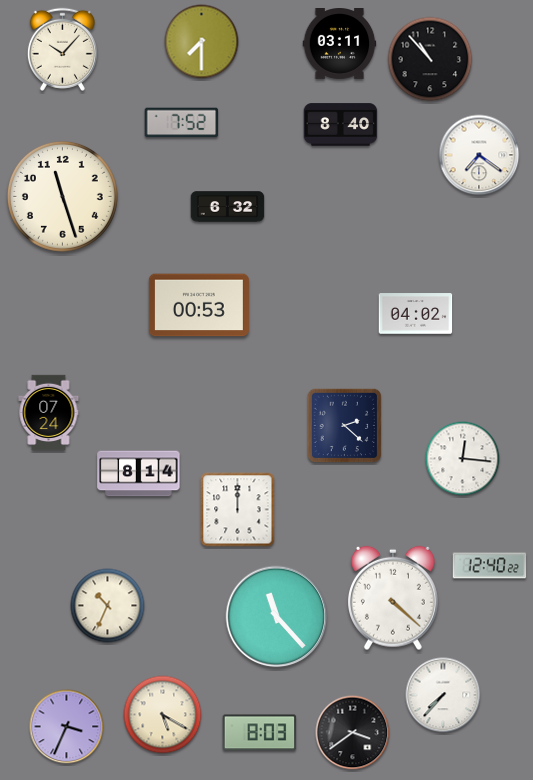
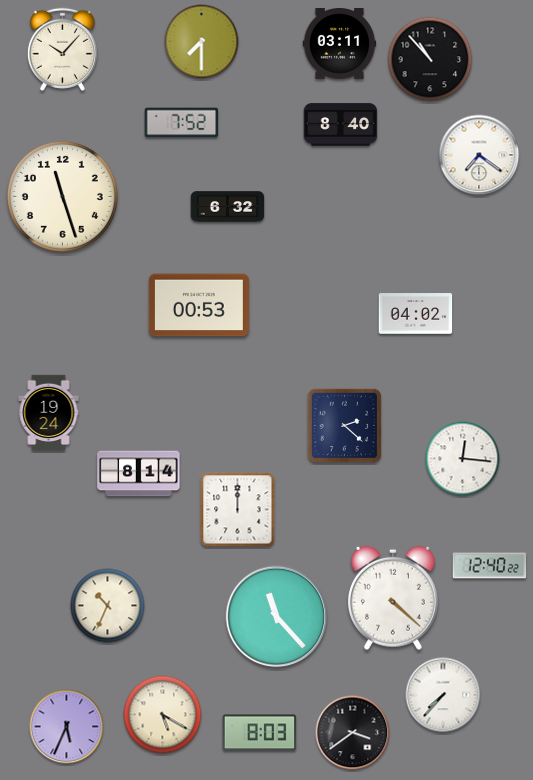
clock at (49, 413): 07:24 -> 19:24
clock at (67, 727): 3:34 -> 5:34
